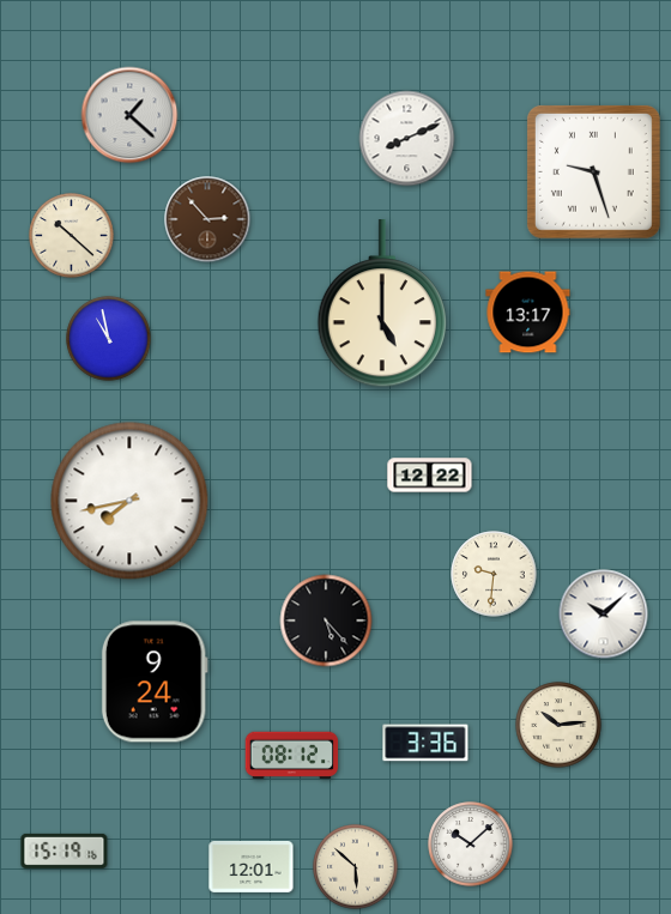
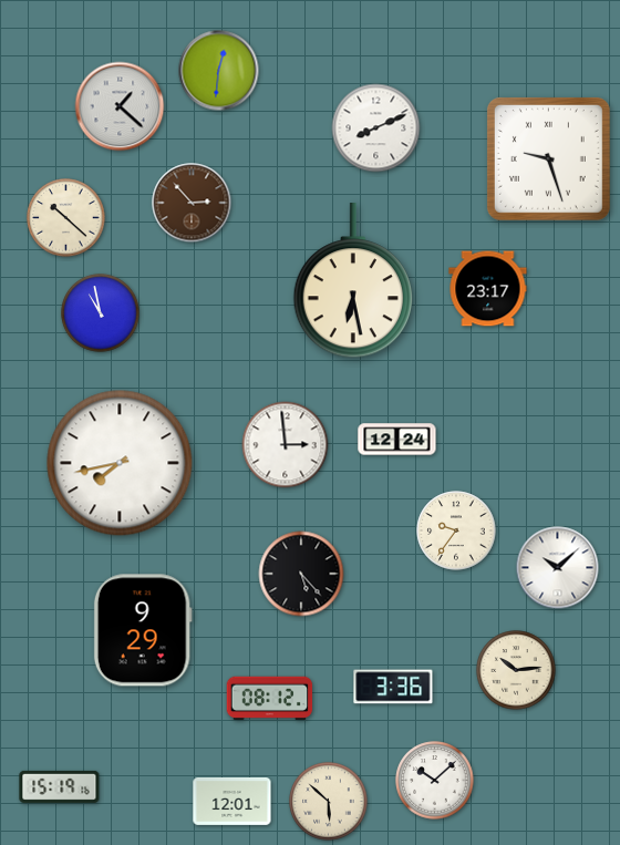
clock at (219, 71): none -> 12:31
clock at (381, 304): 5:00 -> 6:28
clock at (528, 313): 13:17 -> 23:17
clock at (430, 476): 12:22 -> 12:24
clock at (286, 445): none -> 2:59
clock at (494, 574): 9:31 -> 9:36
clock at (155, 682): 9:24 -> 9:29
